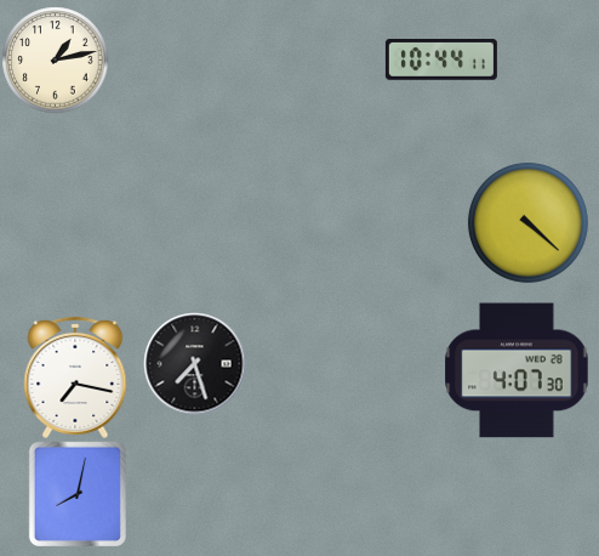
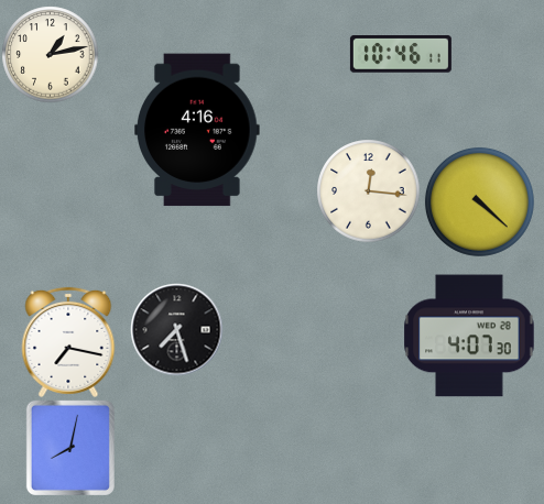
clock at (441, 61): 10:44 -> 10:46
clock at (197, 130): none -> 4:16
clock at (368, 190): none -> 12:16
